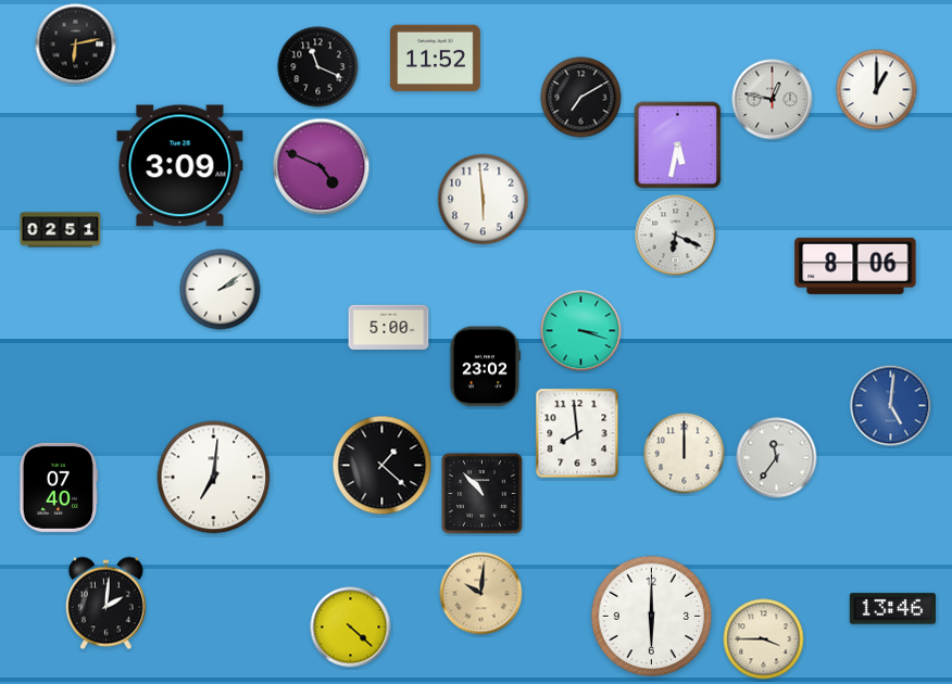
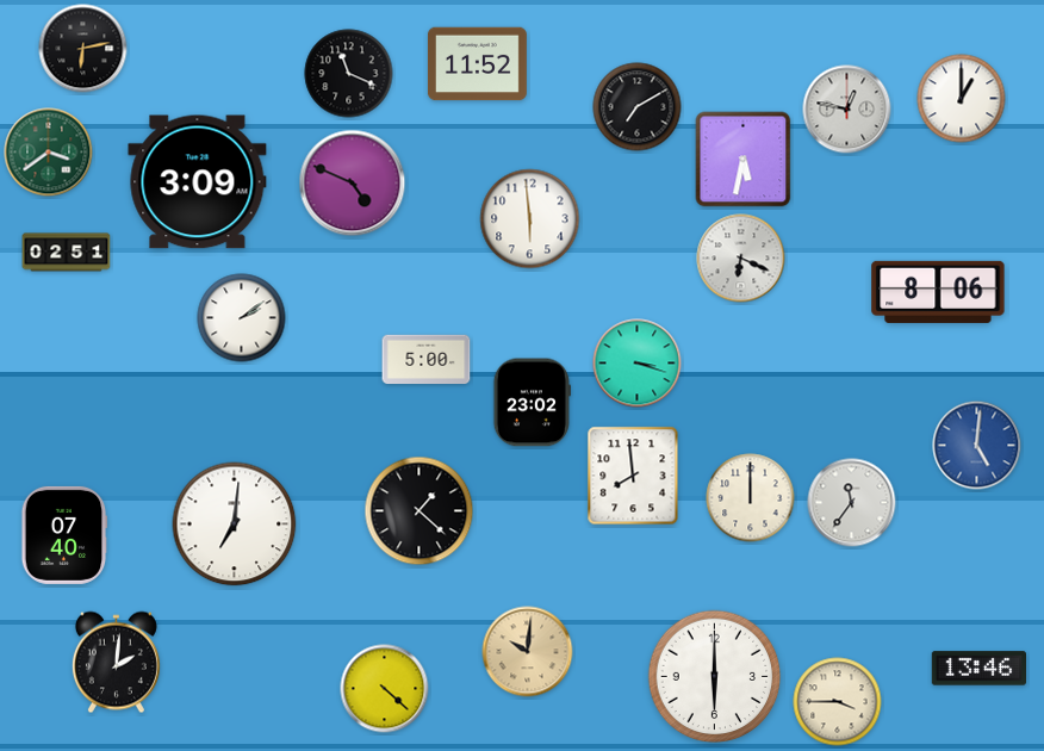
clock at (49, 153): none -> 3:39
clock at (483, 494): 10:53 -> none
